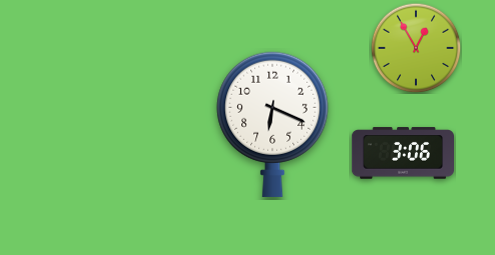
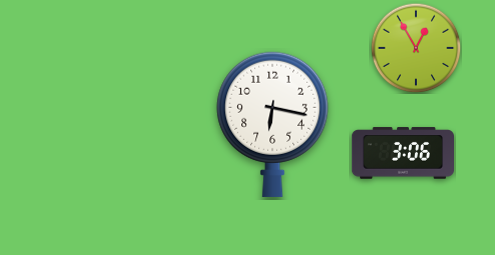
clock at (273, 124): 6:19 -> 6:17
